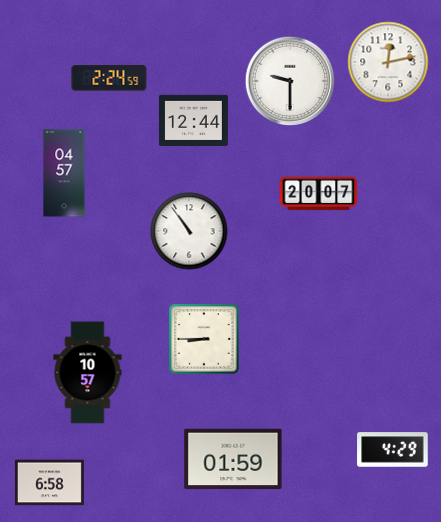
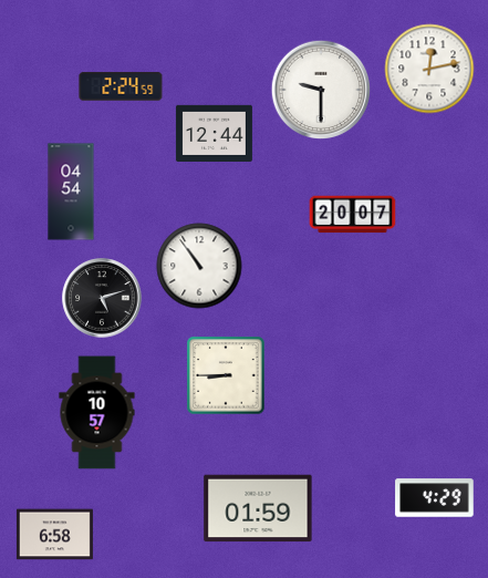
clock at (64, 173): 04:57 -> 04:54
clock at (189, 231) position: (189, 231) -> (199, 266)
clock at (102, 298): none -> 5:12
